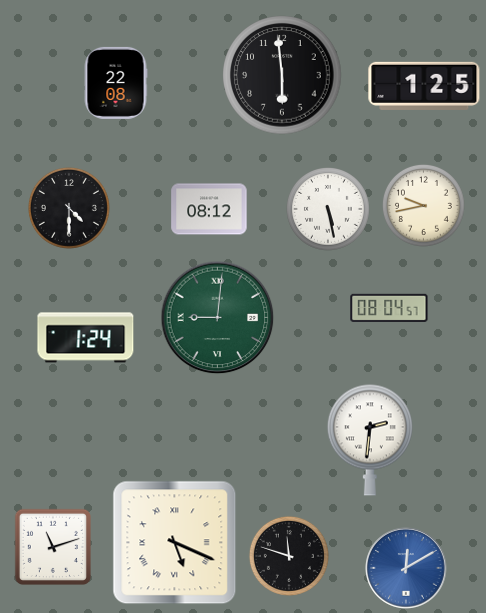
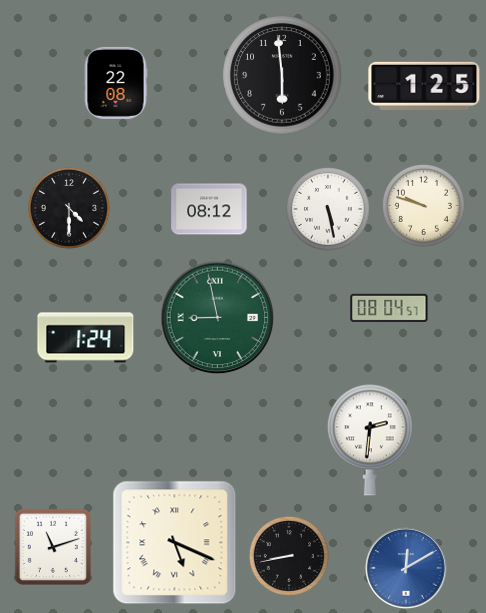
clock at (423, 205): 9:43 -> 9:48
clock at (218, 318): 9:01 -> 8:58
clock at (289, 556): 11:48 -> 8:43
